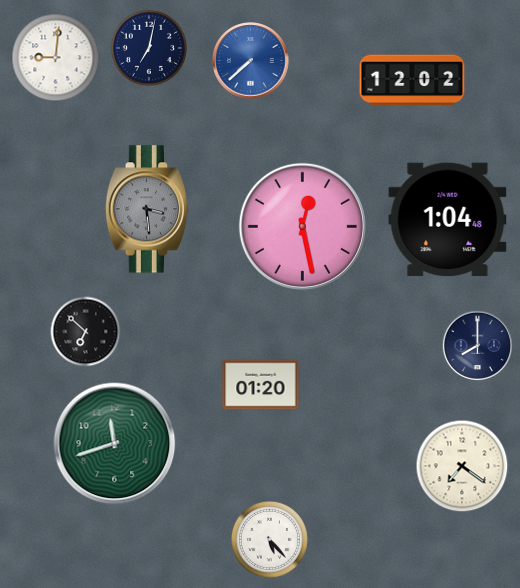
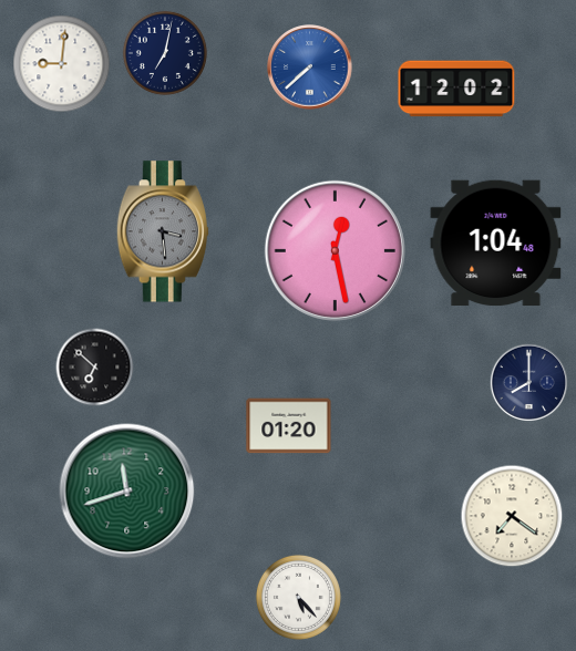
clock at (251, 61) position: (251, 61) -> (310, 68)
